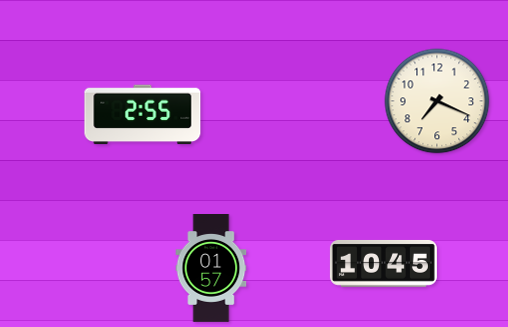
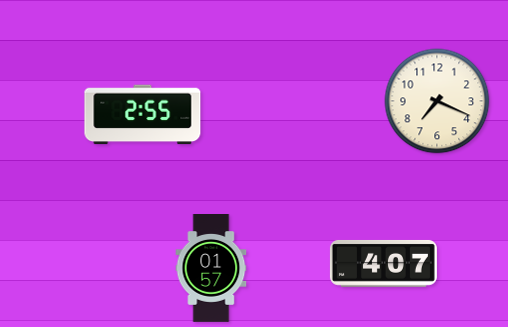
clock at (383, 263): 10:45 -> 4:07
